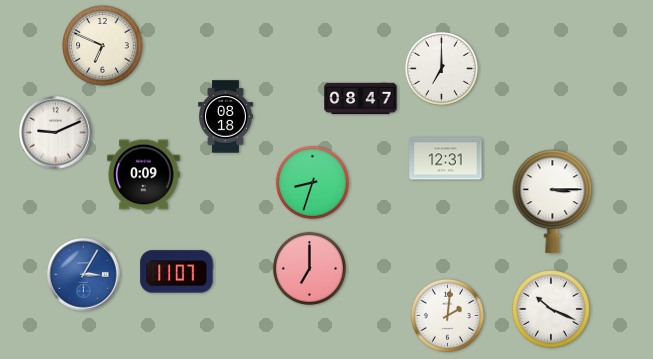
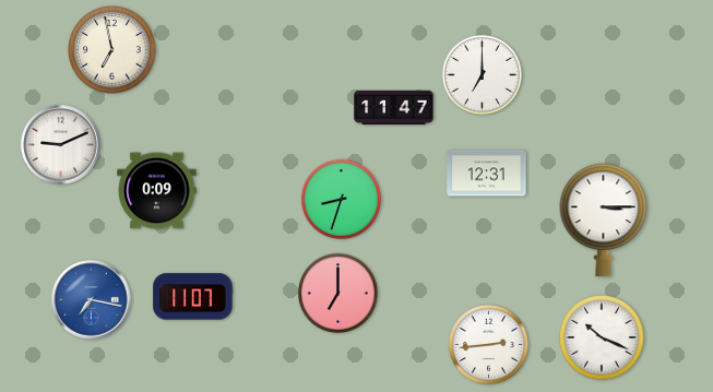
clock at (103, 46): 6:49 -> 6:58
clock at (361, 99): 08:47 -> 11:47
clock at (226, 117): 08:18 -> none
clock at (84, 275): 3:05 -> 7:17
clock at (447, 315): 2:01 -> 2:44
